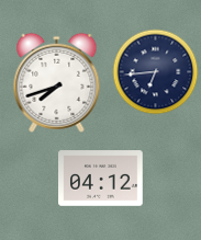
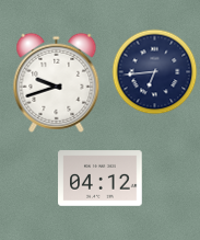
clock at (57, 82): 7:42 -> 9:42
